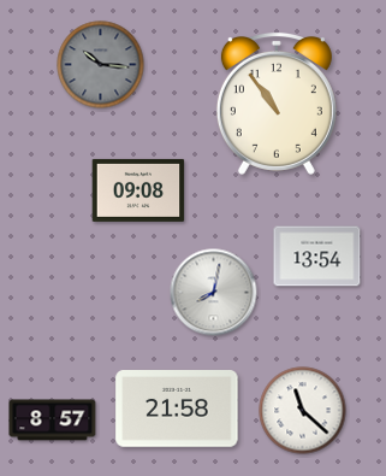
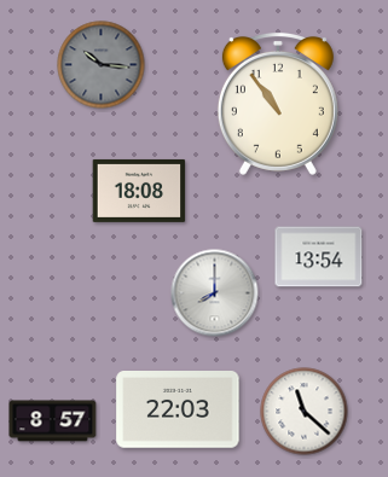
clock at (138, 190): 09:08 -> 18:08
clock at (214, 293): 8:02 -> 8:00
clock at (177, 409): 21:58 -> 22:03
